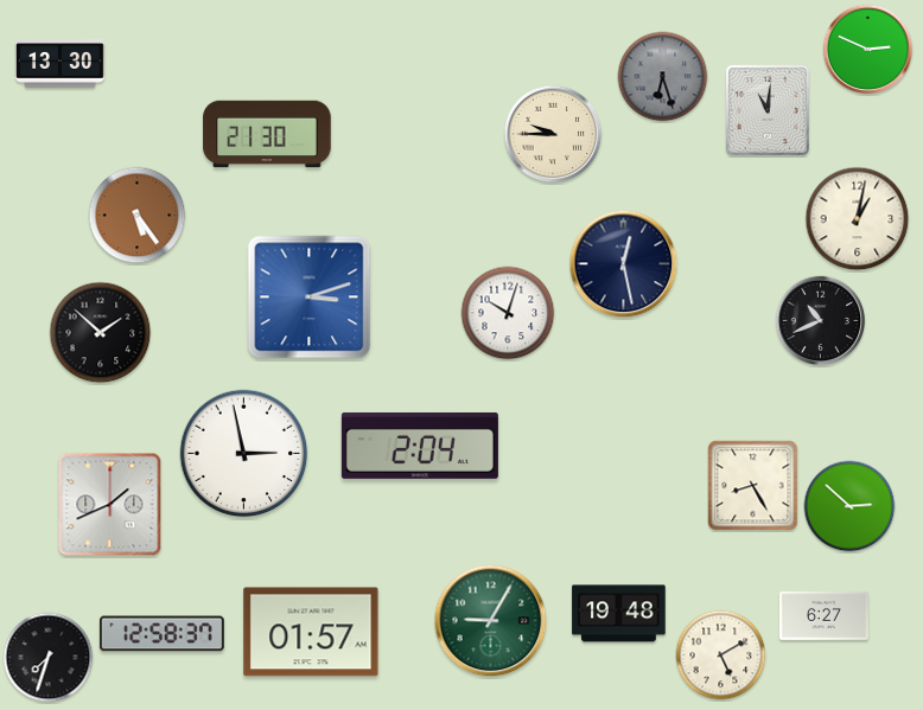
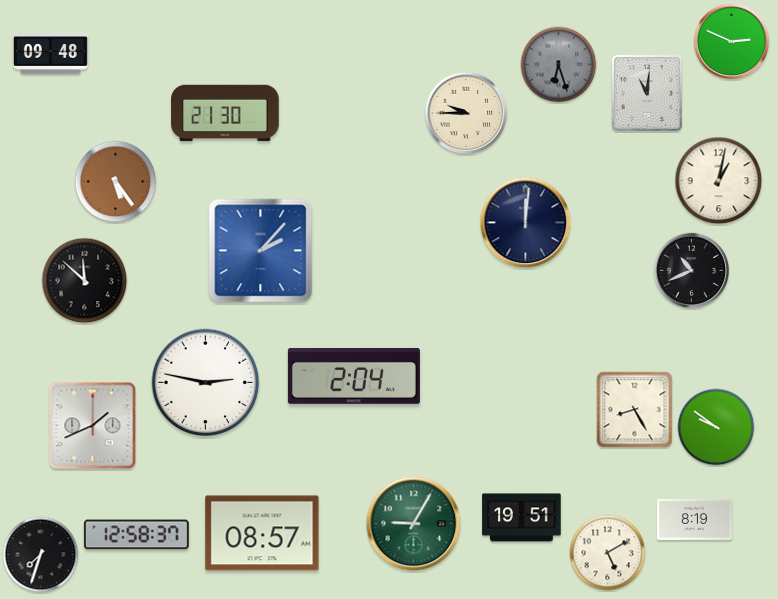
clock at (59, 64): 13:30 -> 09:48
clock at (858, 219) position: (858, 219) -> (719, 181)
clock at (624, 264): 12:28 -> 12:01
clock at (310, 298): 3:12 -> 2:07
clock at (508, 313): 10:03 -> none
clock at (101, 333): 1:52 -> 11:52
clock at (244, 454): 2:58 -> 2:47
clock at (849, 506): 2:52 -> 9:51
clock at (619, 614): 19:48 -> 19:51
clock at (823, 615): 6:27 -> 8:19
clock at (311, 632): 01:57 -> 08:57
